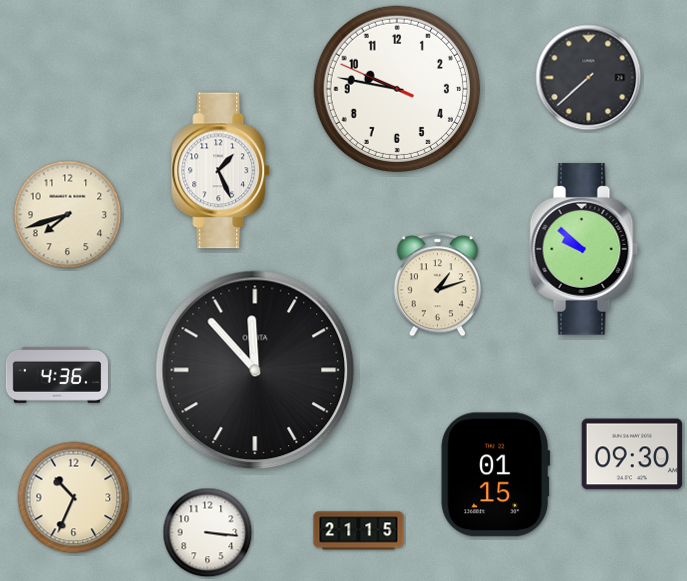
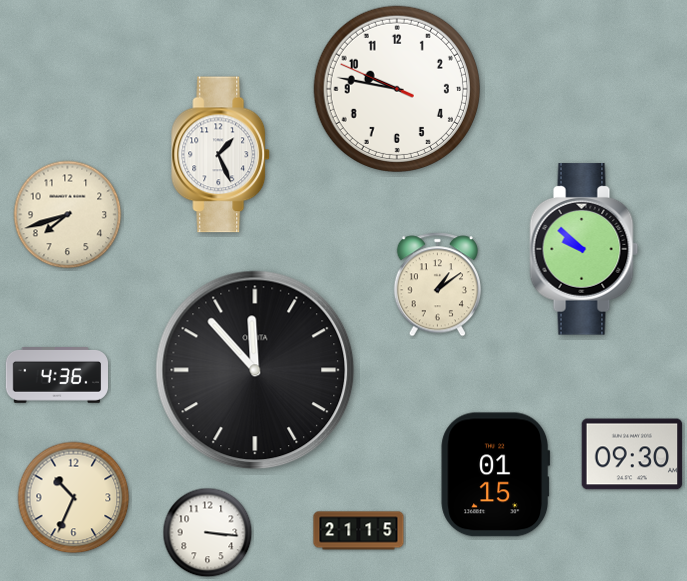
clock at (589, 78): 7:38 -> none
clock at (221, 171) position: (221, 171) -> (221, 155)
clock at (437, 285): 1:12 -> 1:09
